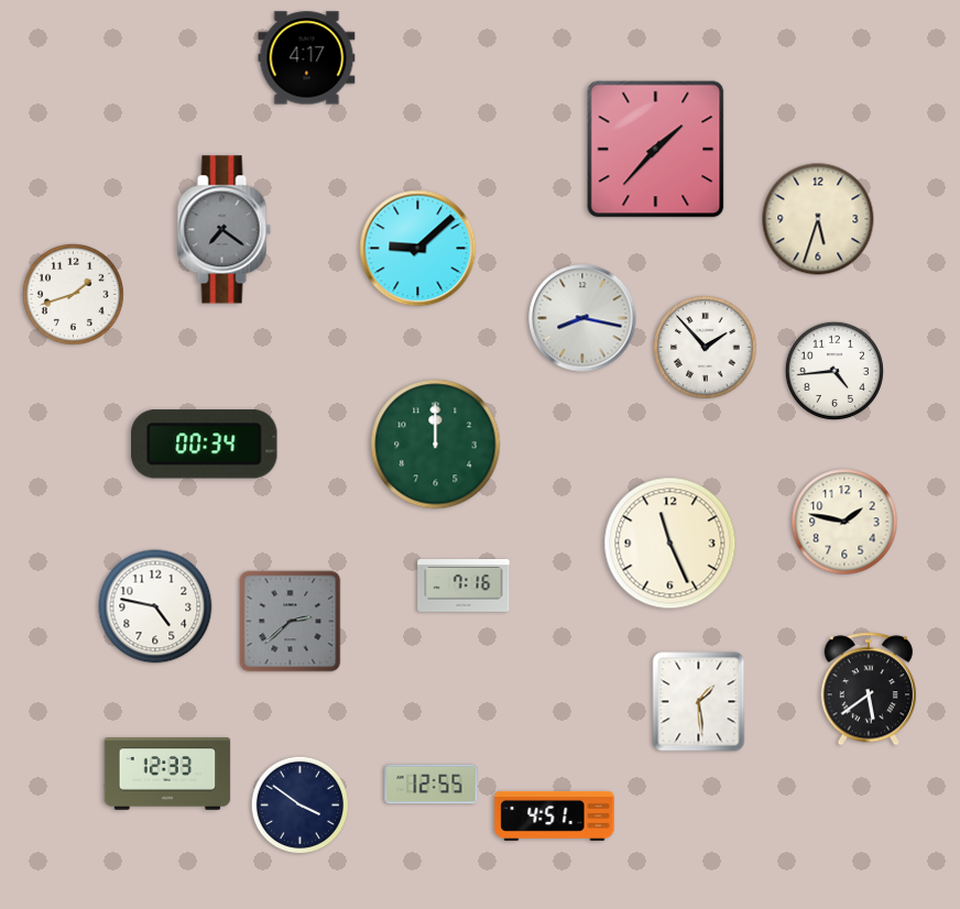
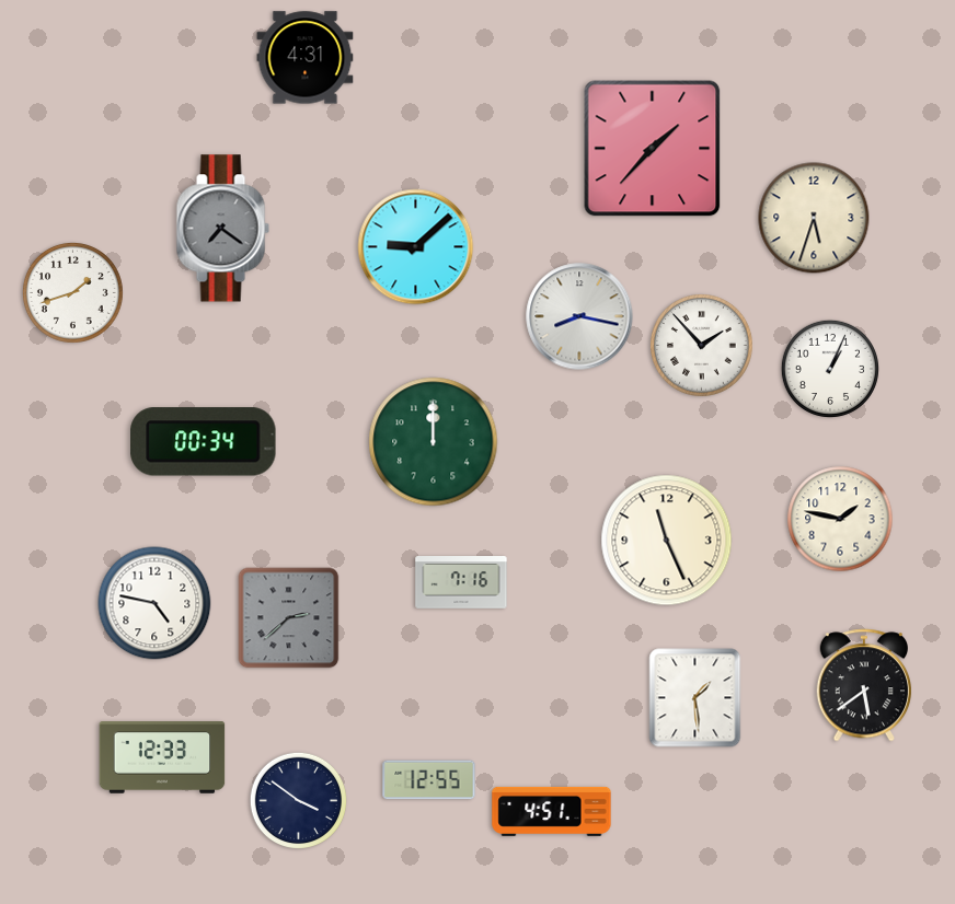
clock at (307, 58): 4:17 -> 4:31
clock at (834, 371): 4:44 -> 1:04
clock at (167, 774) position: (167, 774) -> (162, 757)
